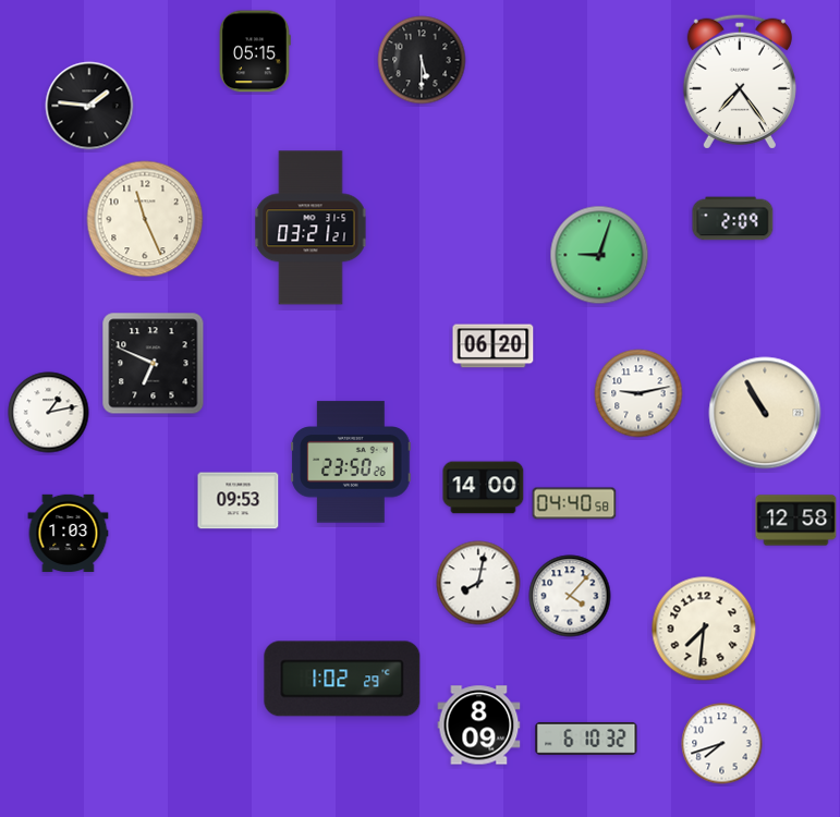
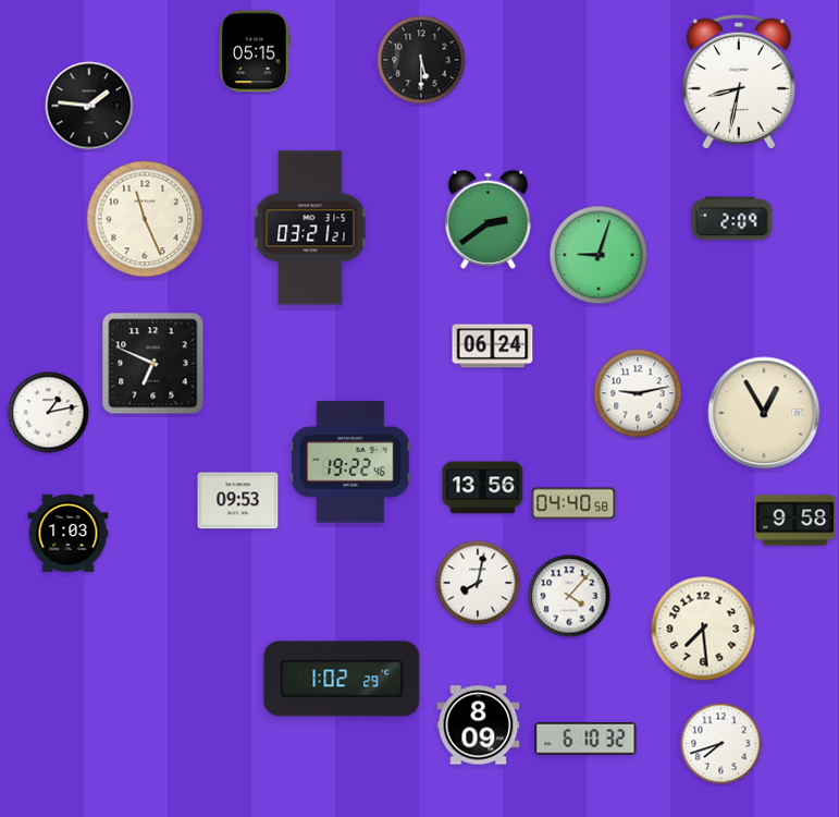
clock at (740, 82): 7:24 -> 8:32
clock at (489, 219): none -> 2:39
clock at (494, 346): 06:20 -> 06:24
clock at (765, 413): 10:55 -> 12:55
clock at (351, 462): 23:50 -> 19:22
clock at (484, 488): 14:00 -> 13:56
clock at (796, 521): 12:58 -> 9:58
clock at (704, 629): 7:31 -> 7:29
